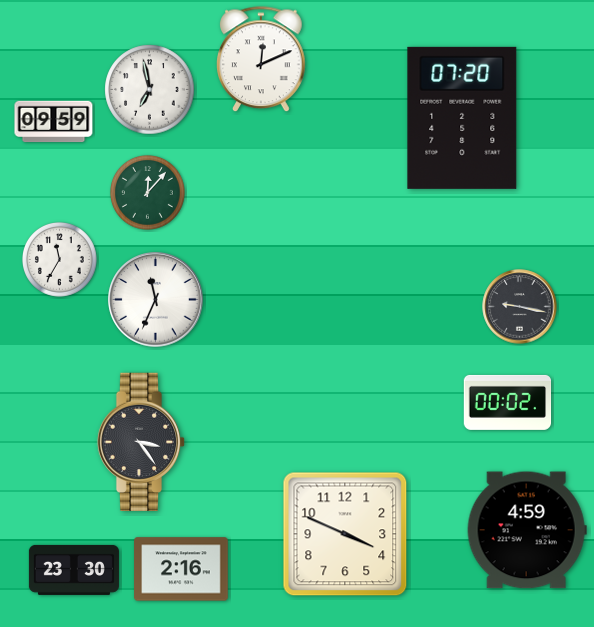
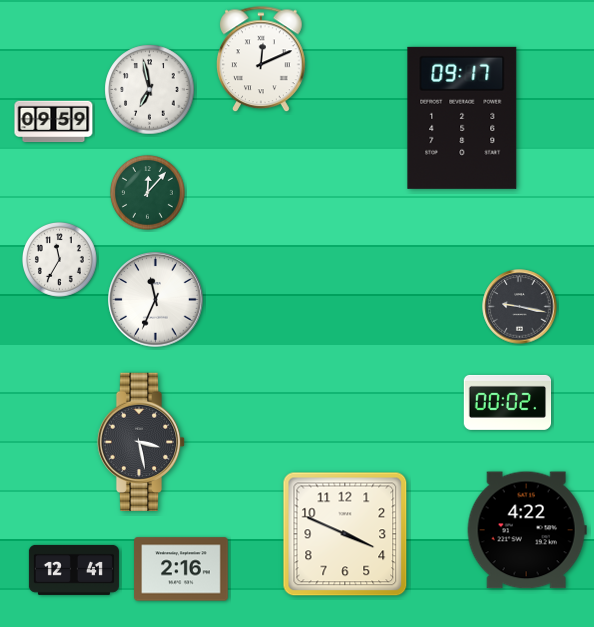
clock at (462, 118): 07:20 -> 09:17
clock at (141, 441): 3:24 -> 3:28
clock at (527, 530): 4:59 -> 4:22
clock at (74, 570): 23:30 -> 12:41
